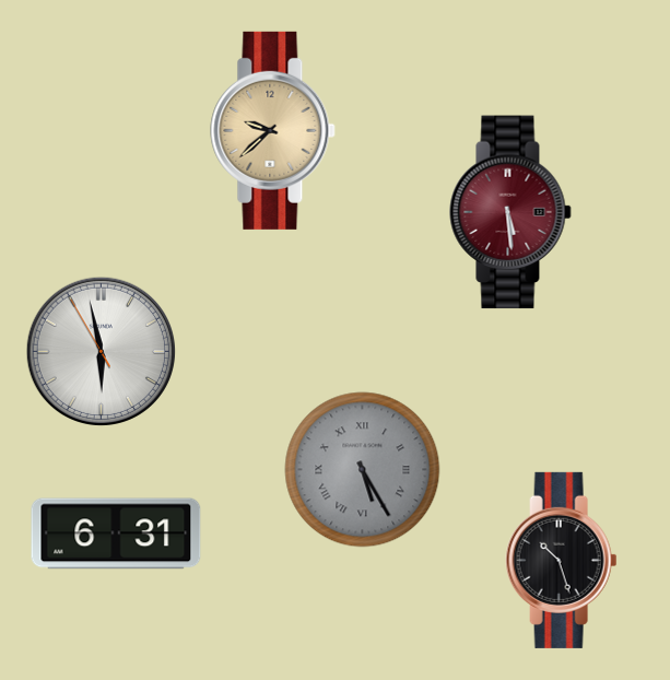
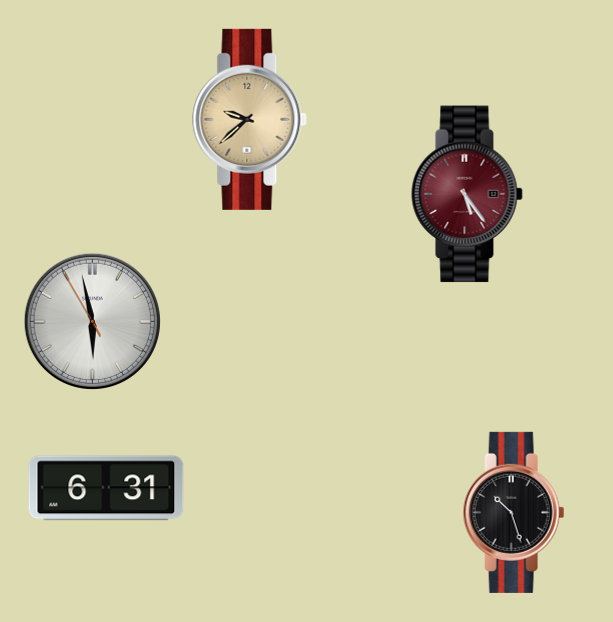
clock at (510, 212): 5:29 -> 5:24
clock at (363, 470): 5:25 -> none
